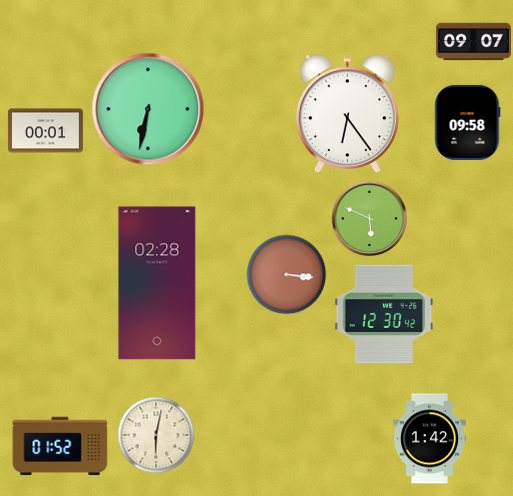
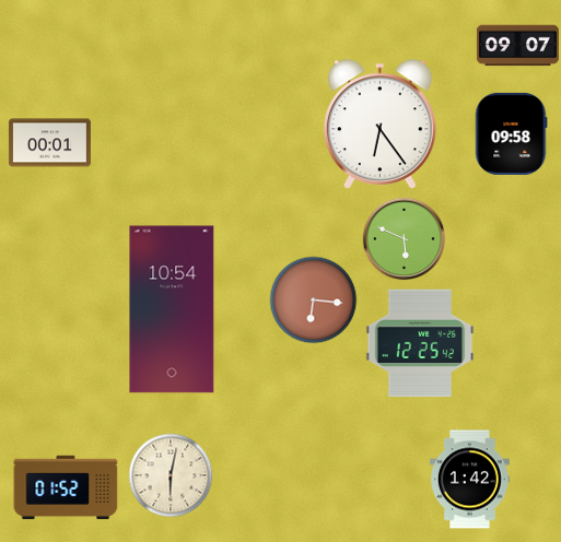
clock at (148, 109): 6:32 -> none
clock at (287, 275): 3:16 -> 6:16
clock at (157, 283): 02:28 -> 10:54
clock at (384, 314): 12:30 -> 12:25
